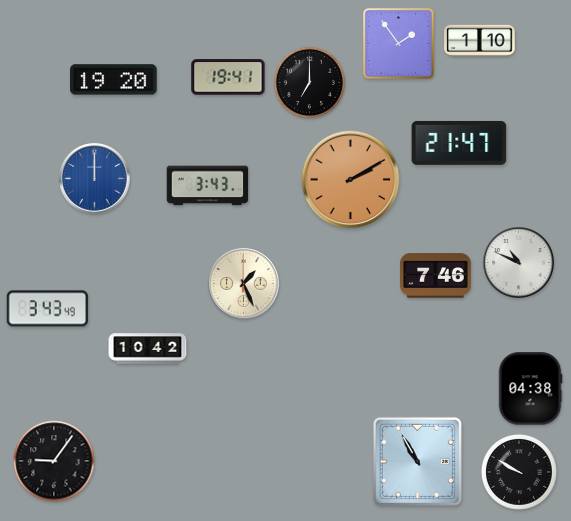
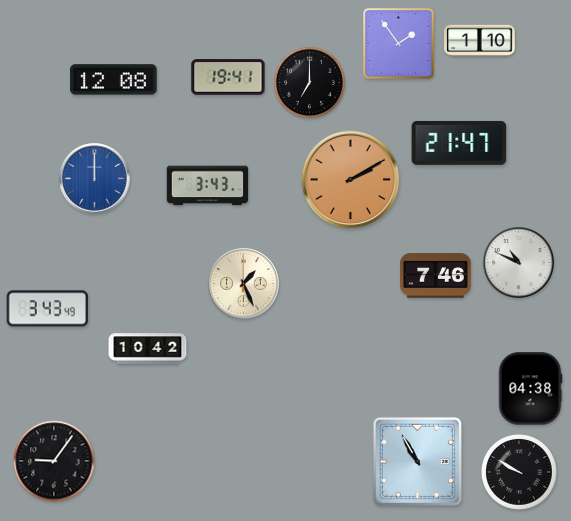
clock at (114, 80): 19:20 -> 12:08
